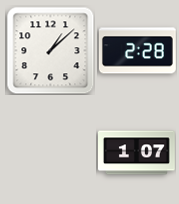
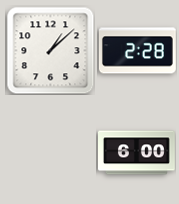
clock at (137, 153): 1:07 -> 6:00
